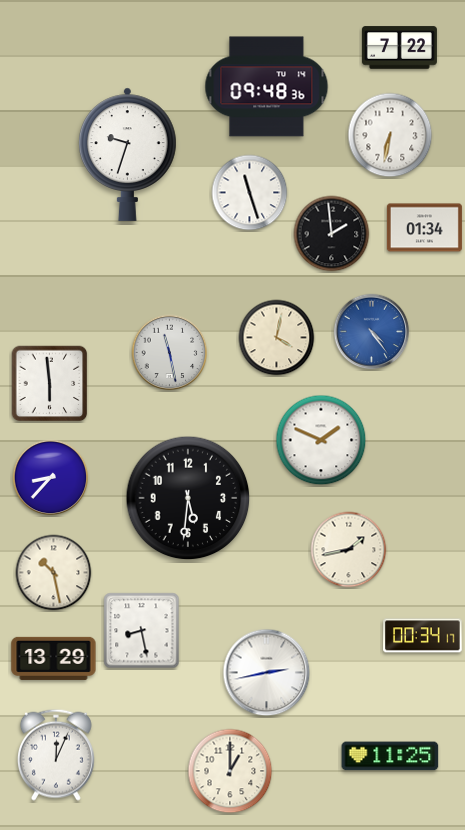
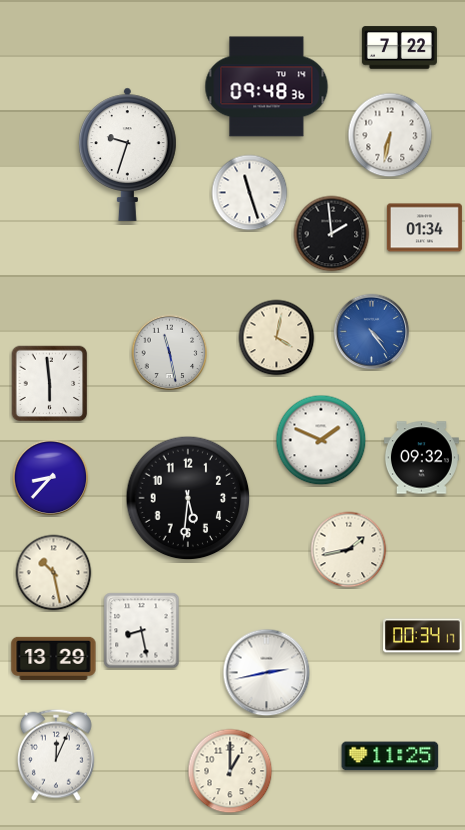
clock at (421, 458): none -> 09:32
